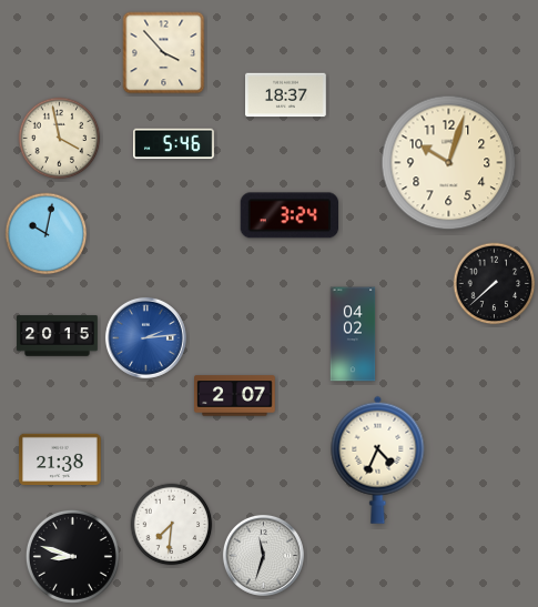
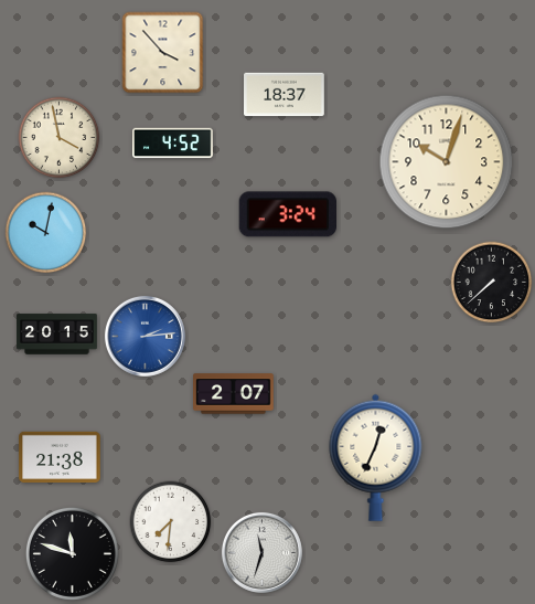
clock at (174, 144): 5:46 -> 4:52
clock at (353, 334): 04:02 -> none
clock at (378, 459): 4:34 -> 12:34
clock at (72, 556): 8:48 -> 11:48
